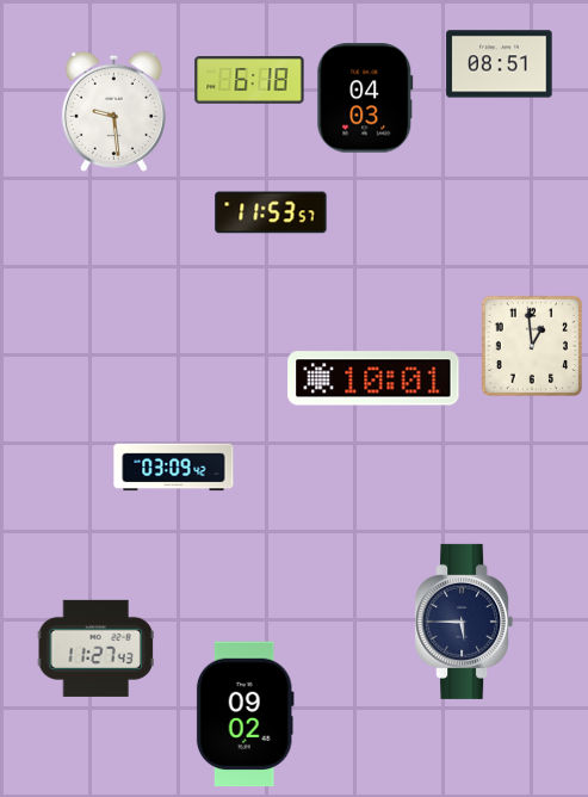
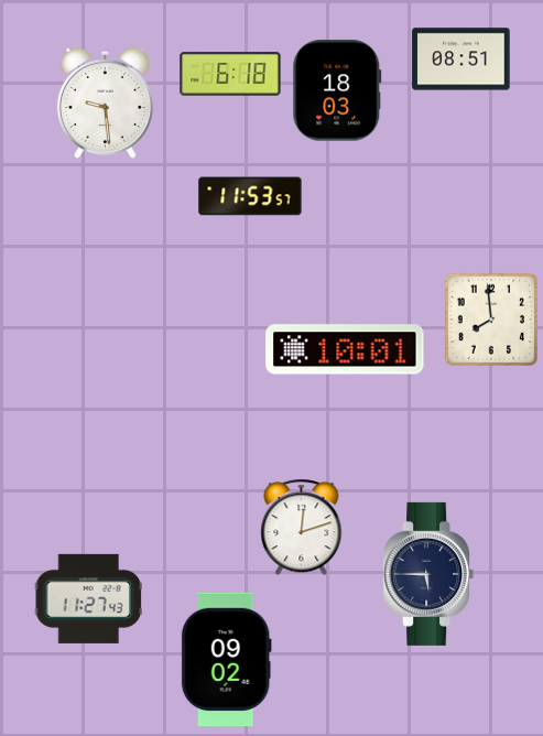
clock at (365, 98): 04:03 -> 18:03
clock at (531, 345): 12:59 -> 7:59
clock at (174, 468): 03:09 -> none
clock at (302, 527): none -> 12:12
